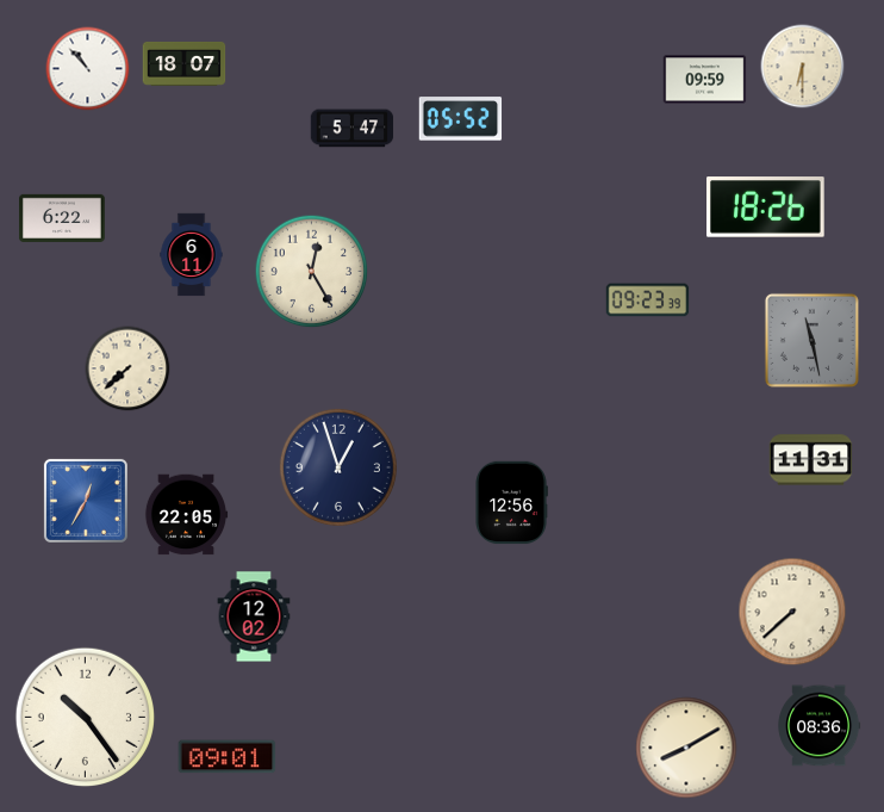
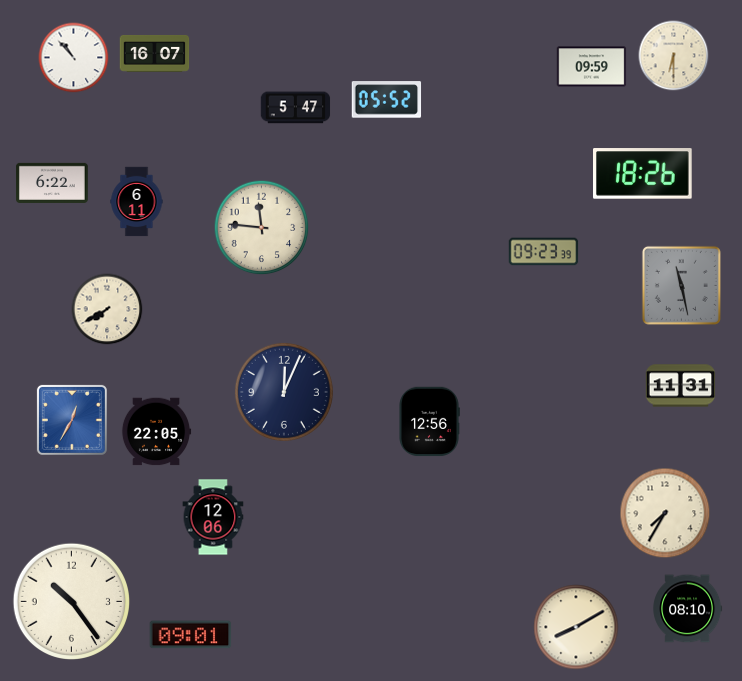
clock at (185, 63): 18:07 -> 16:07
clock at (192, 255) position: (192, 255) -> (137, 202)
clock at (312, 272): 12:25 -> 11:46
clock at (127, 368): 7:38 -> 7:40
clock at (338, 467): 12:57 -> 12:04
clock at (792, 612): 7:38 -> 7:35
clock at (254, 616): 12:02 -> 12:06
clock at (820, 726): 08:36 -> 08:10
